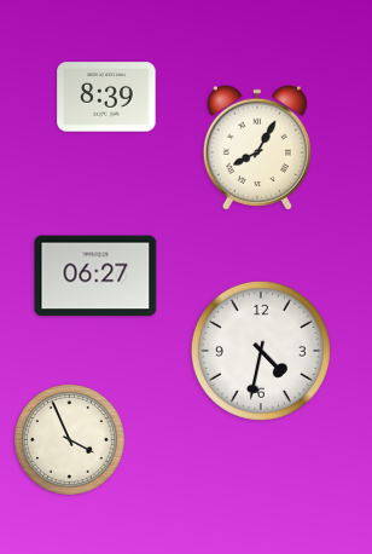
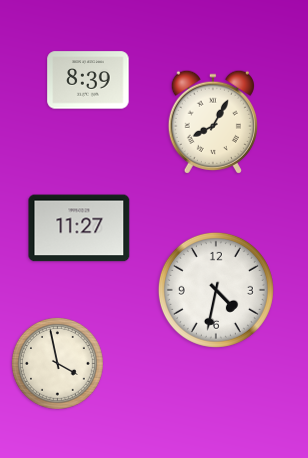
clock at (95, 276): 06:27 -> 11:27
clock at (70, 440): 3:56 -> 3:58
